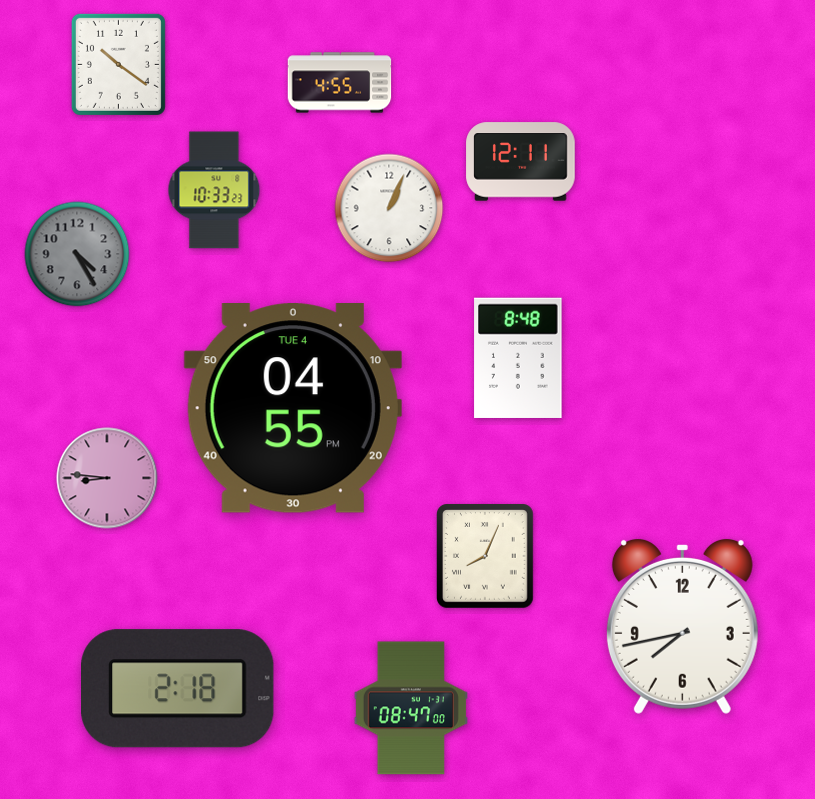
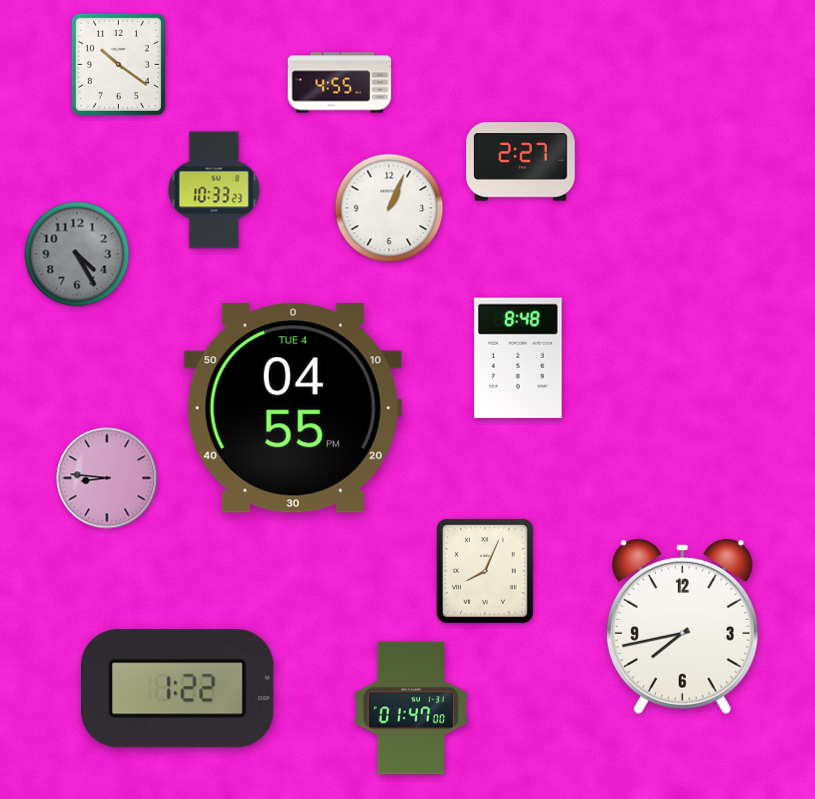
clock at (521, 162): 12:11 -> 2:27
clock at (486, 557) position: (486, 557) -> (486, 572)
clock at (178, 689): 2:18 -> 1:22
clock at (411, 708): 08:47 -> 01:47
